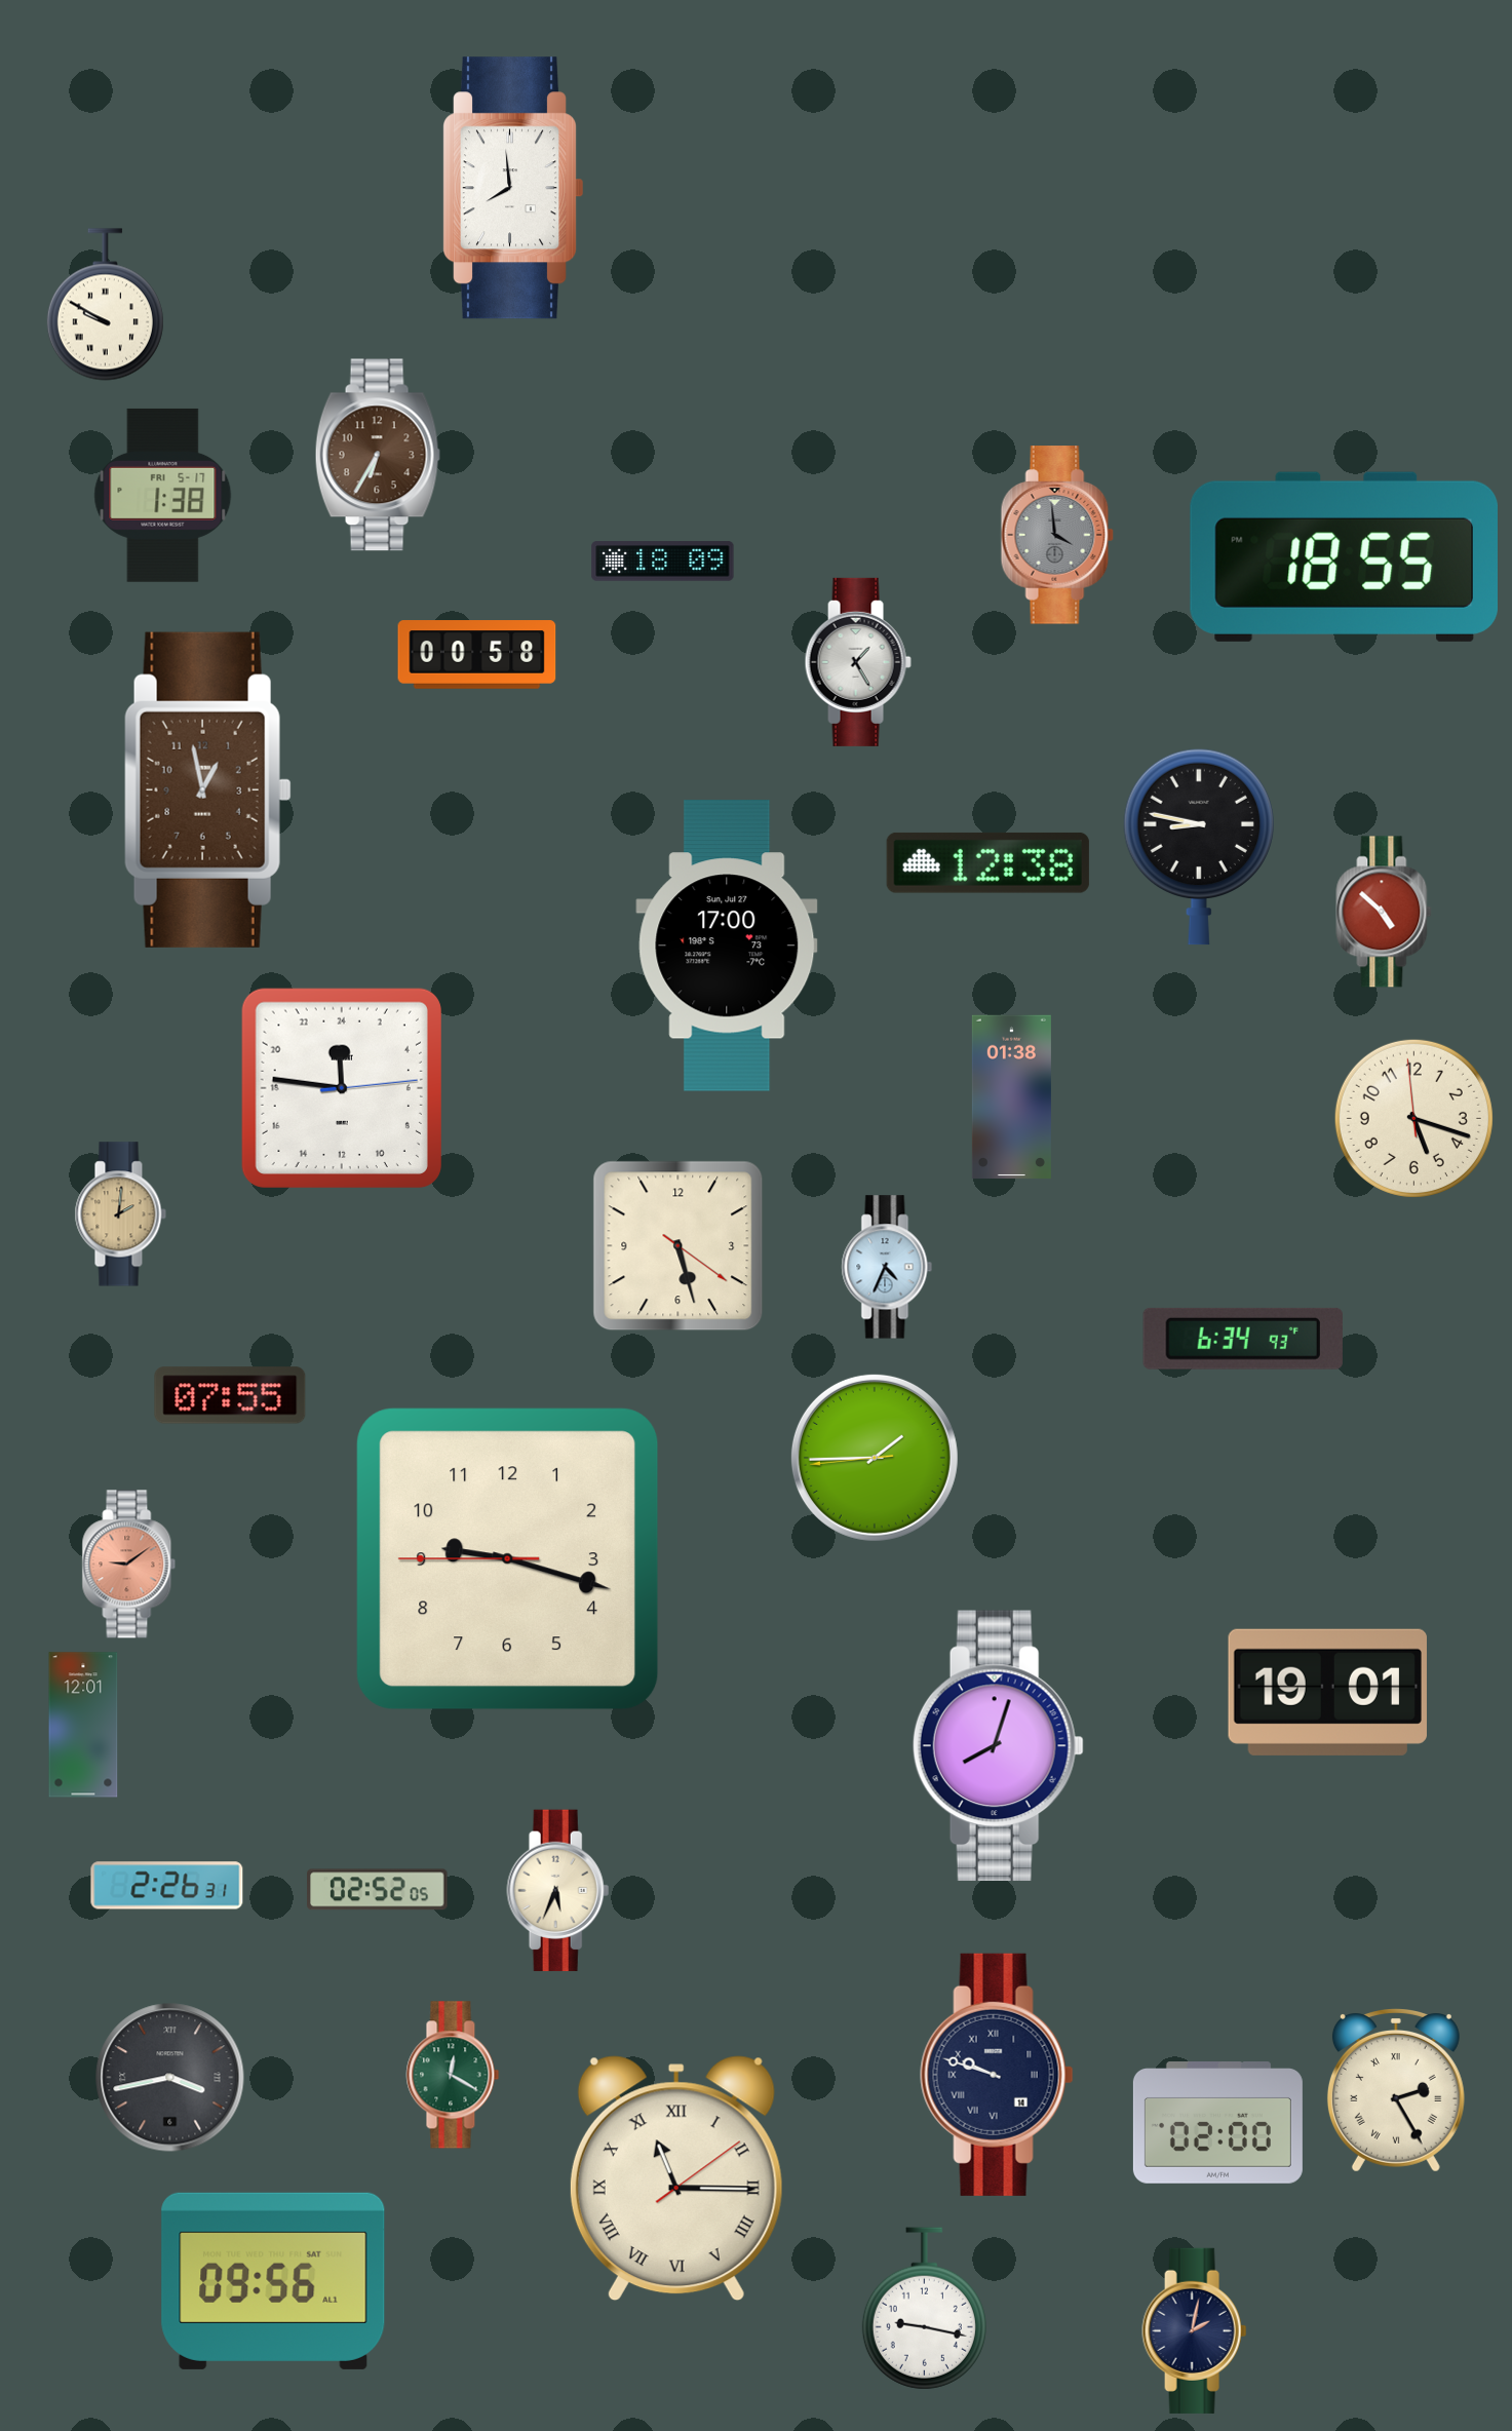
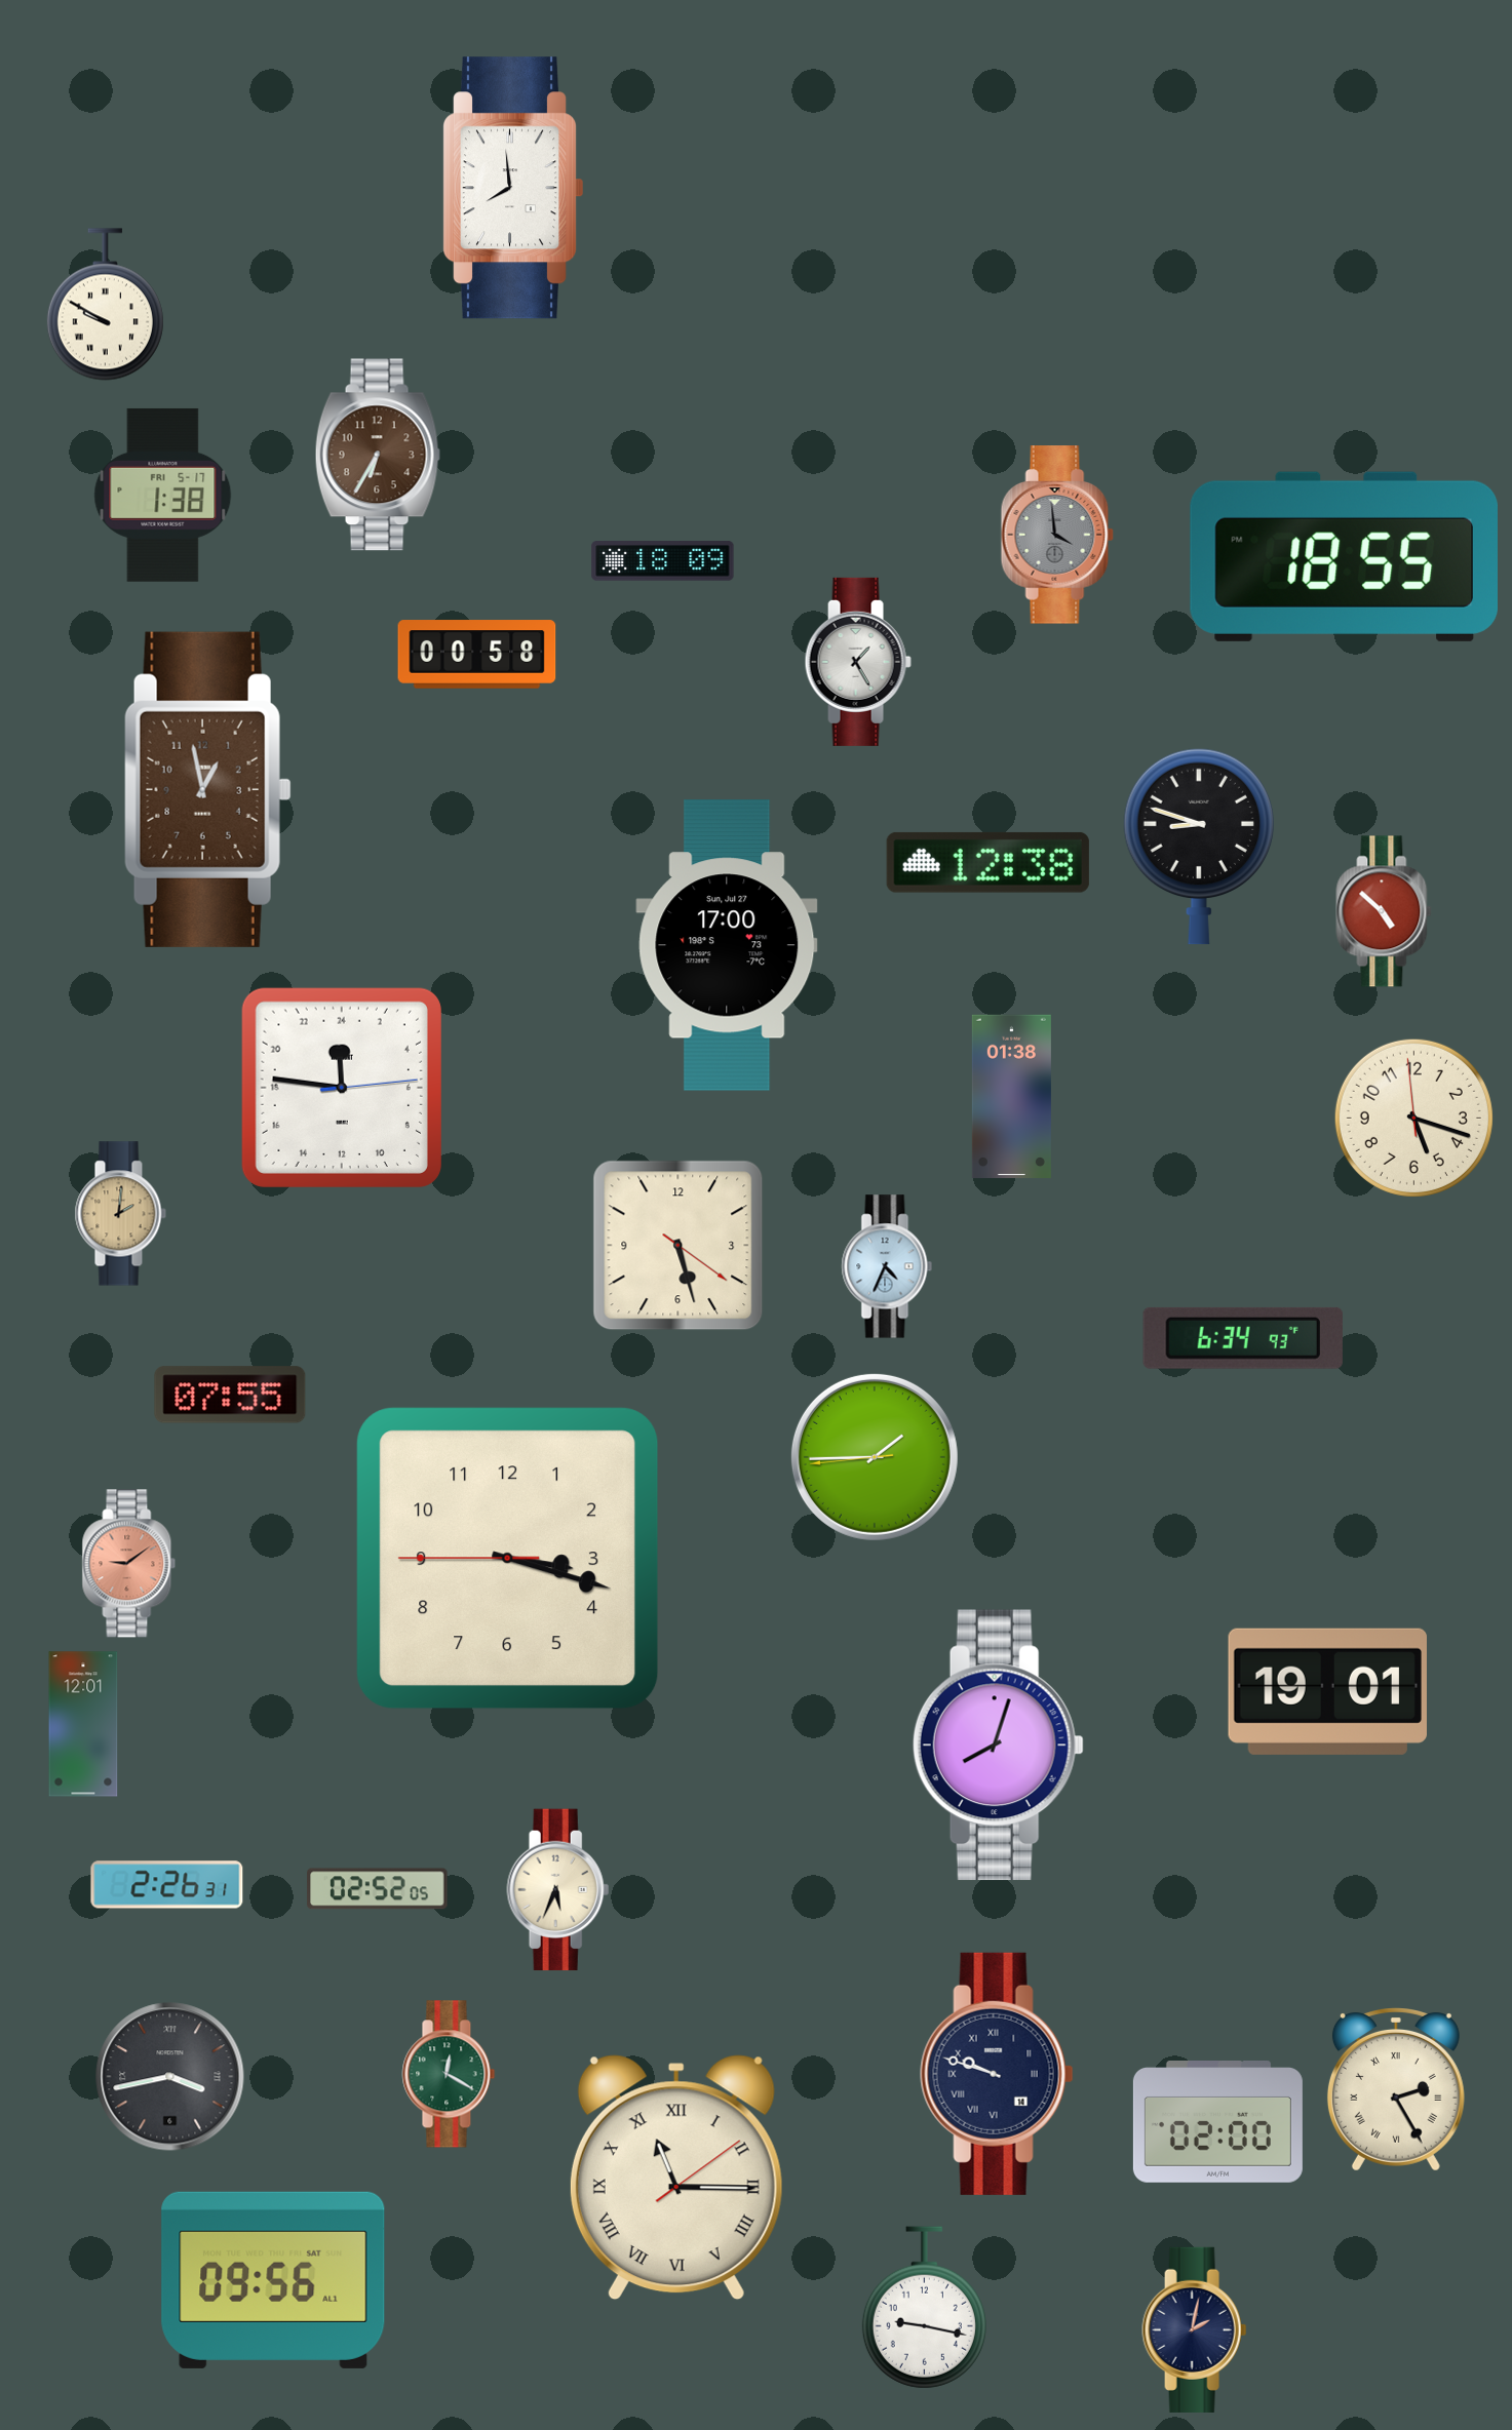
clock at (1199, 847): 8:47 -> 8:48
clock at (508, 1559): 9:17 -> 3:17
clock at (453, 2075) position: (453, 2075) -> (449, 2074)
